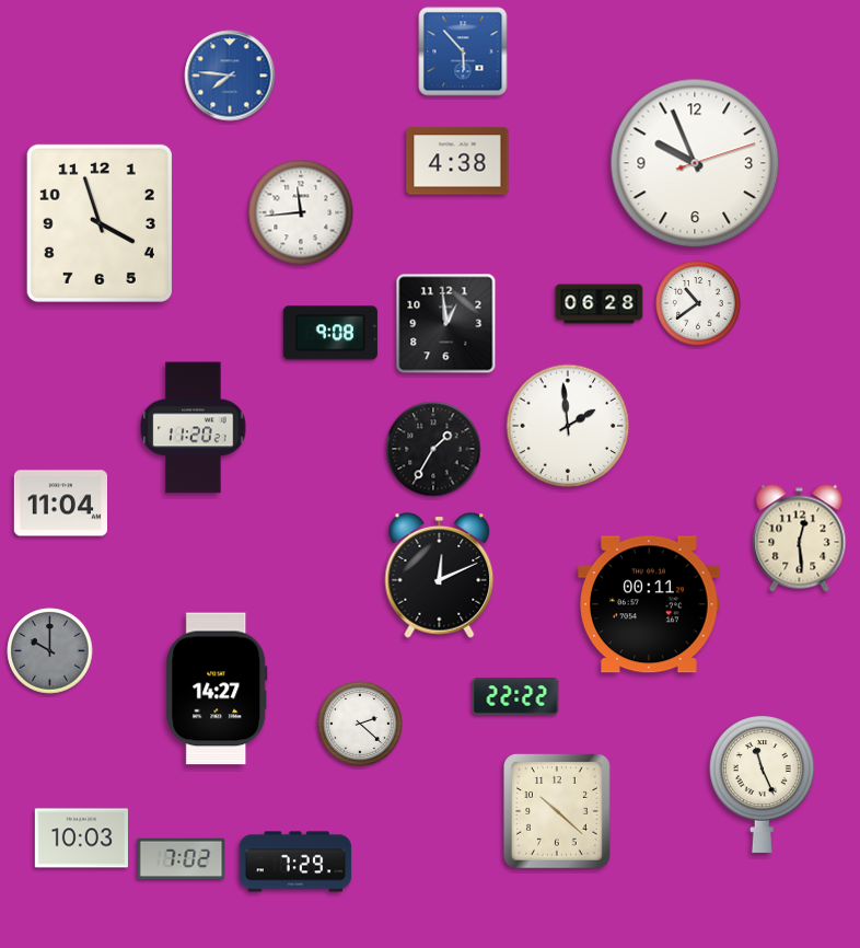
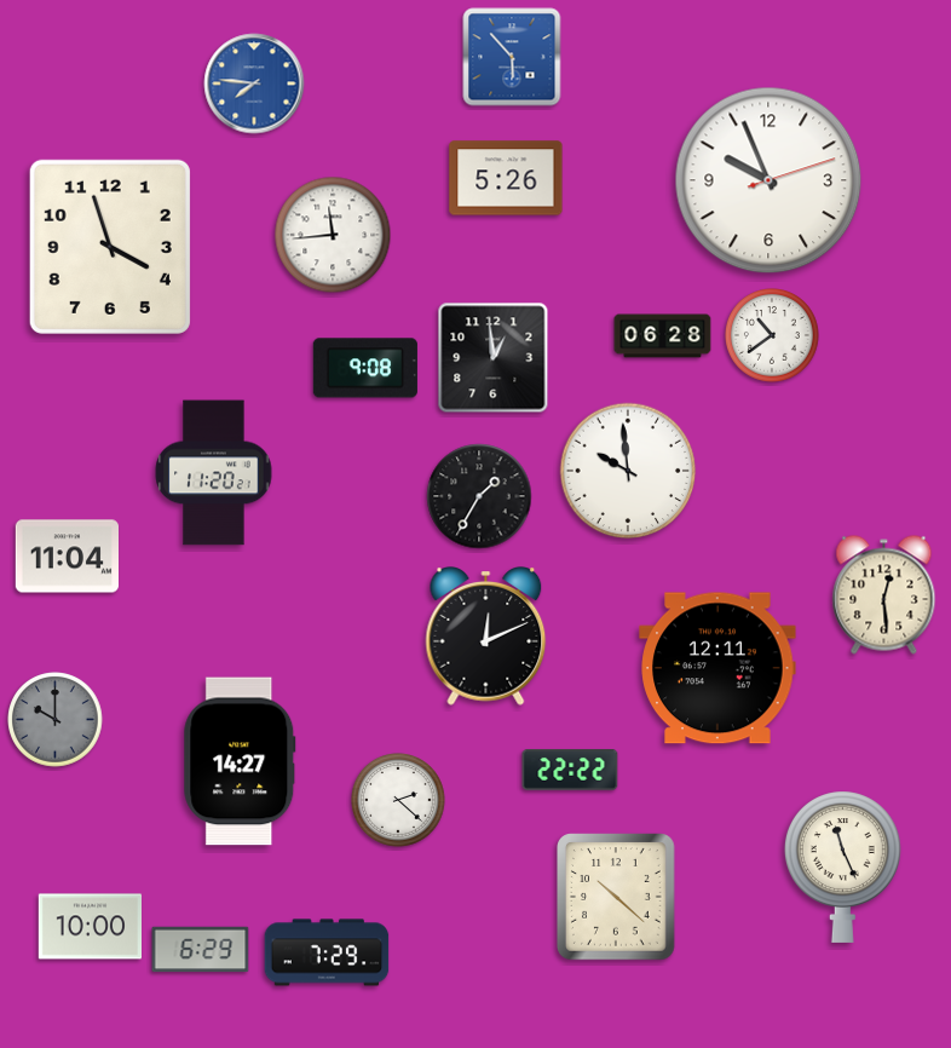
clock at (457, 161): 4:38 -> 5:26
clock at (568, 426): 1:59 -> 9:59
clock at (649, 604): 00:11 -> 12:11
clock at (81, 839): 10:03 -> 10:00
clock at (182, 859): 7:02 -> 6:29
